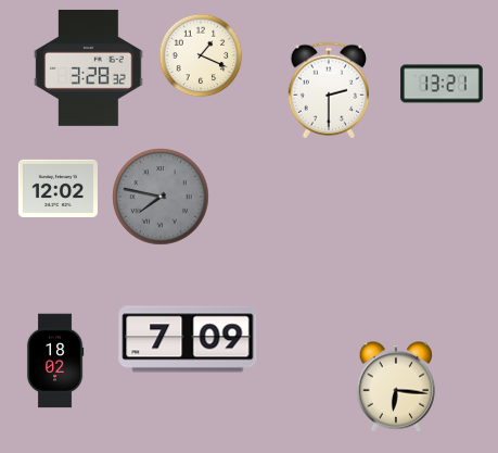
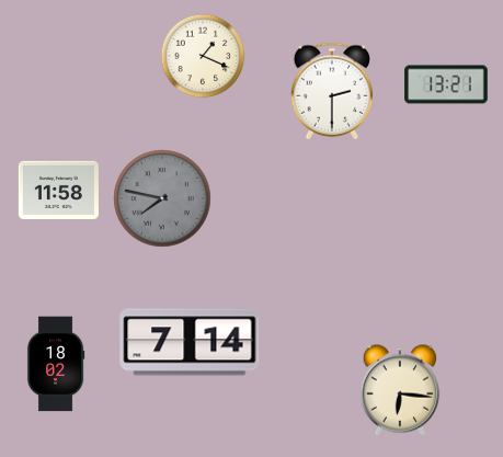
clock at (89, 67): 3:28 -> none
clock at (58, 188): 12:02 -> 11:58
clock at (188, 339): 7:09 -> 7:14
